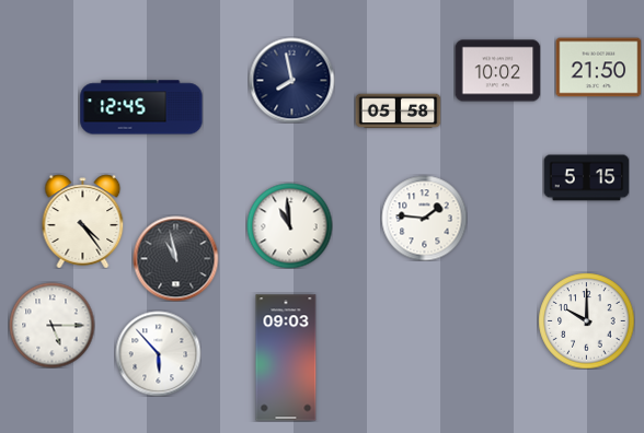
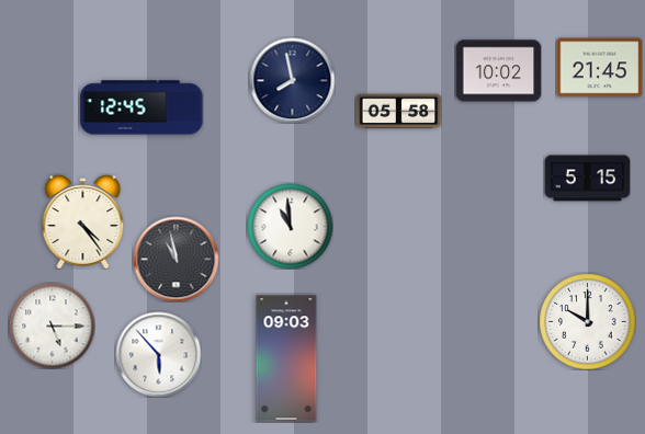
clock at (598, 68): 21:50 -> 21:45
clock at (424, 218): 1:46 -> none
